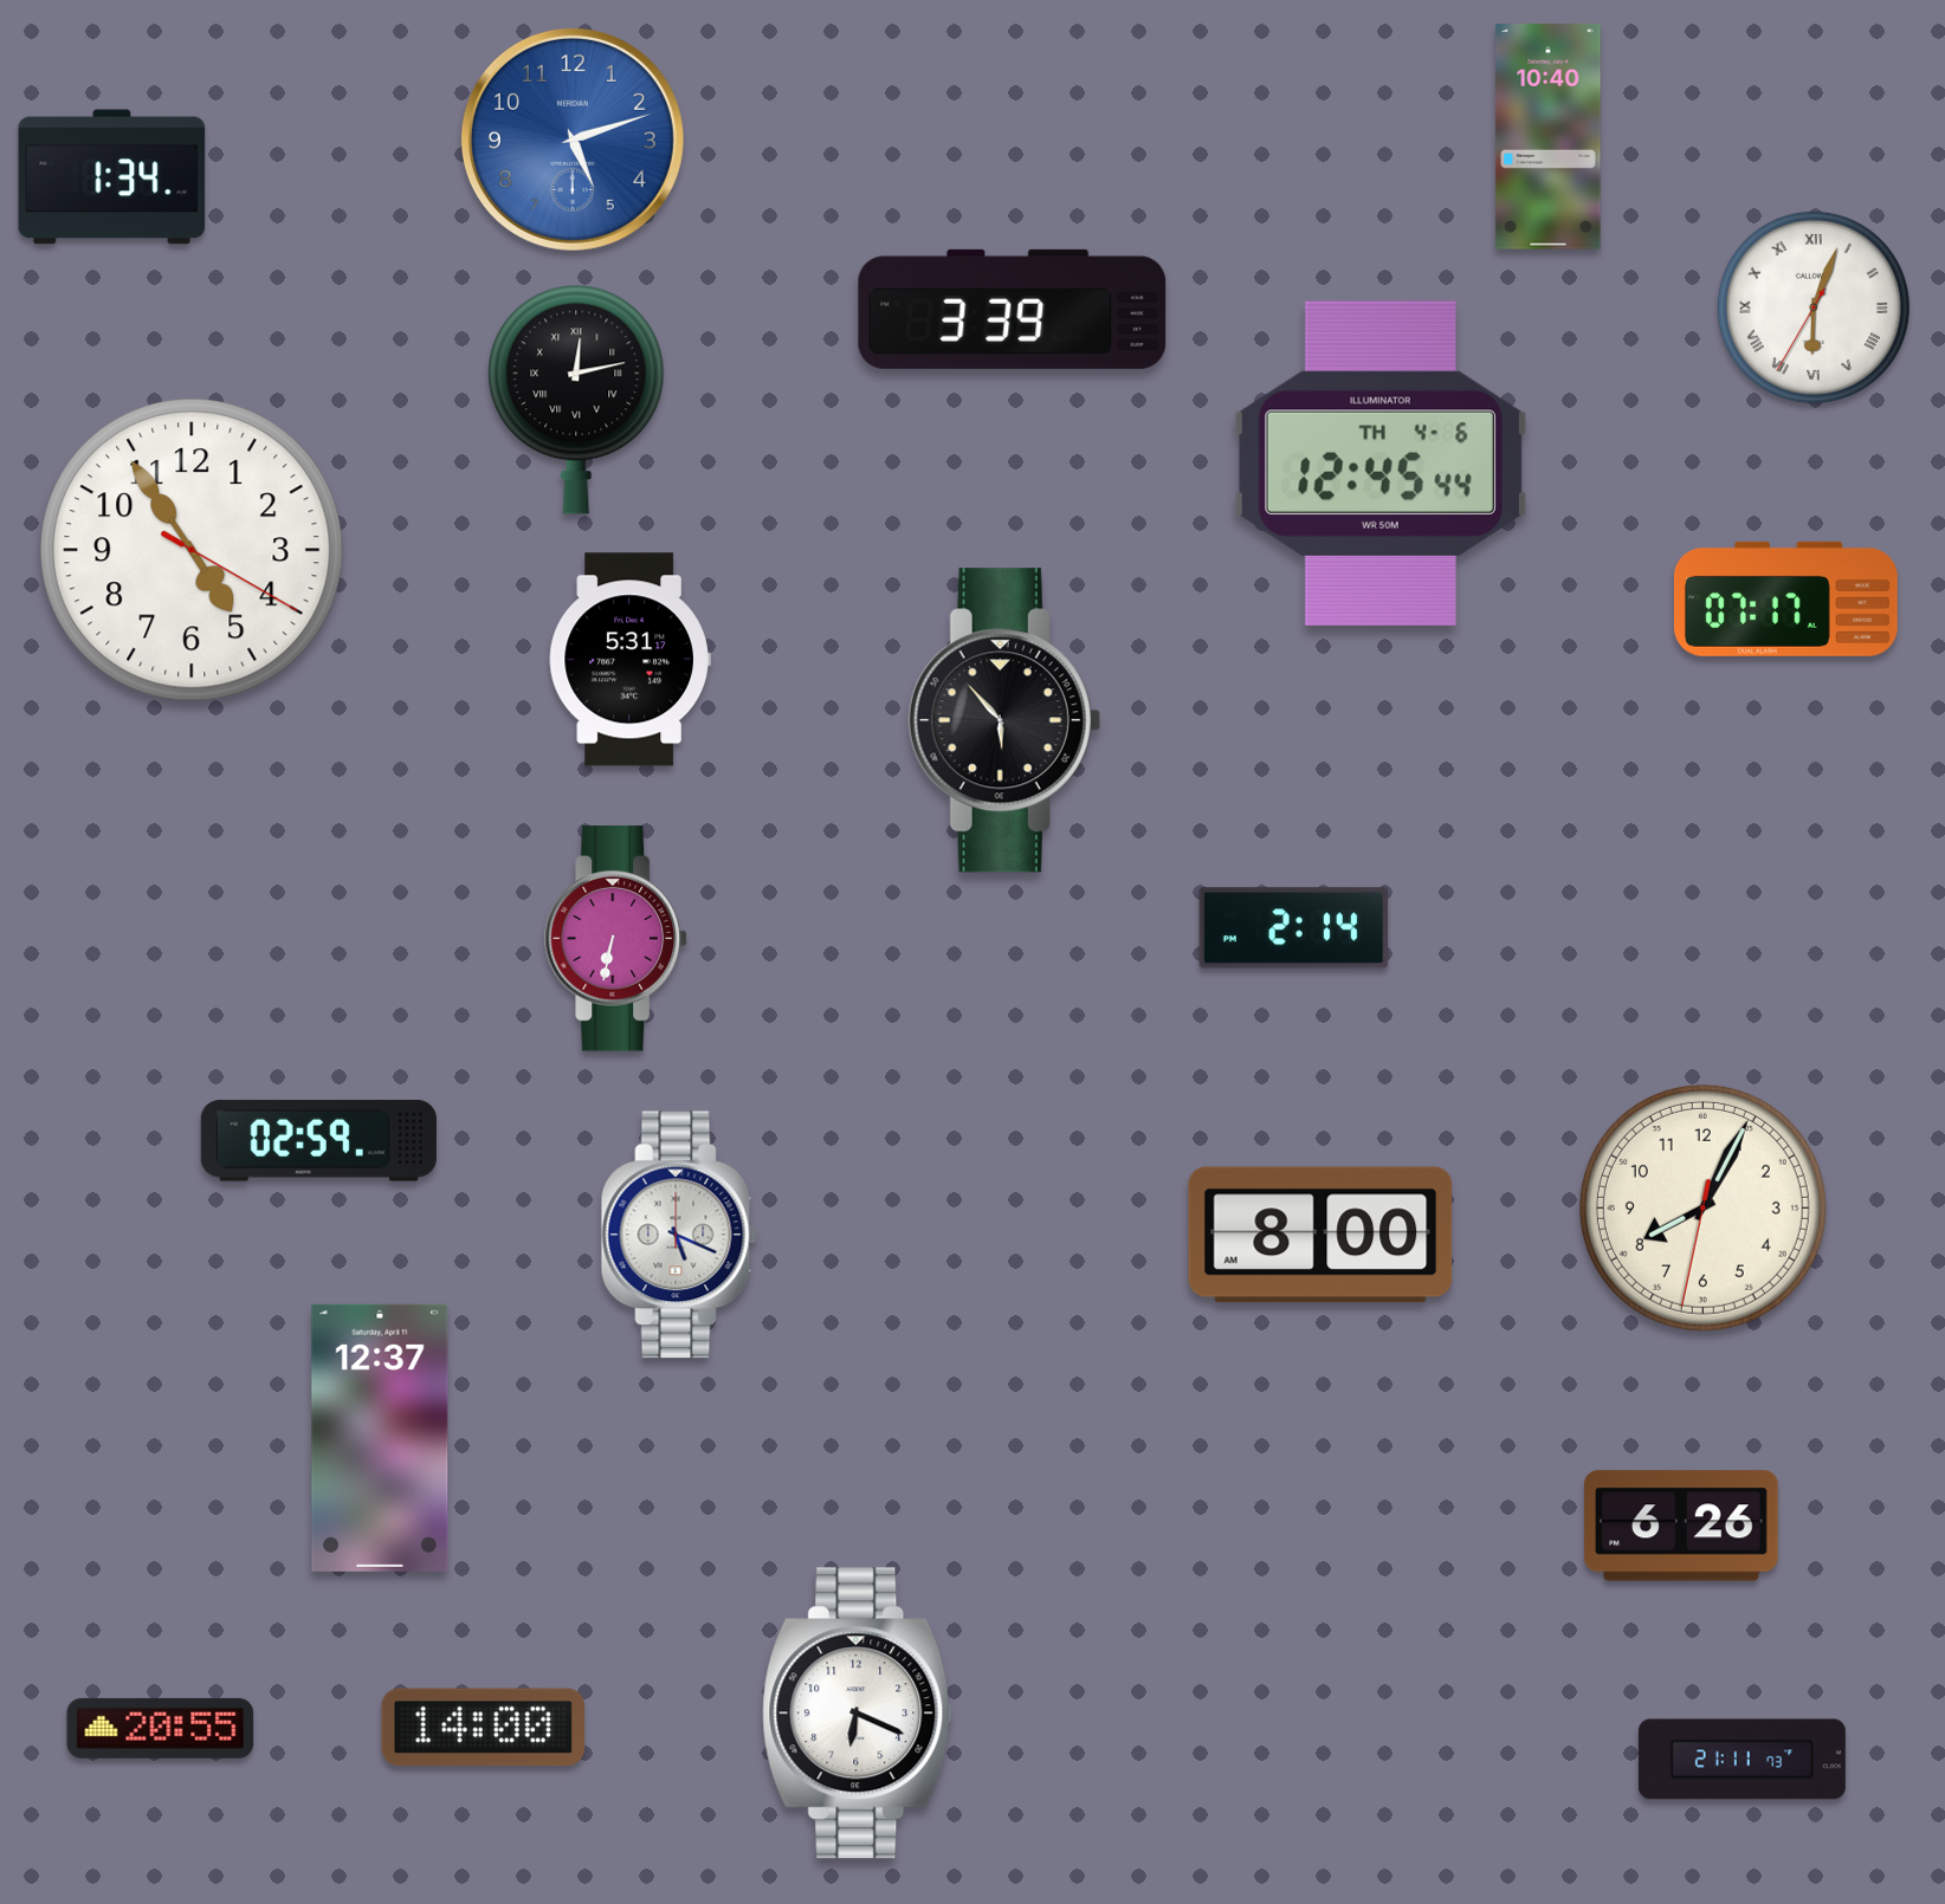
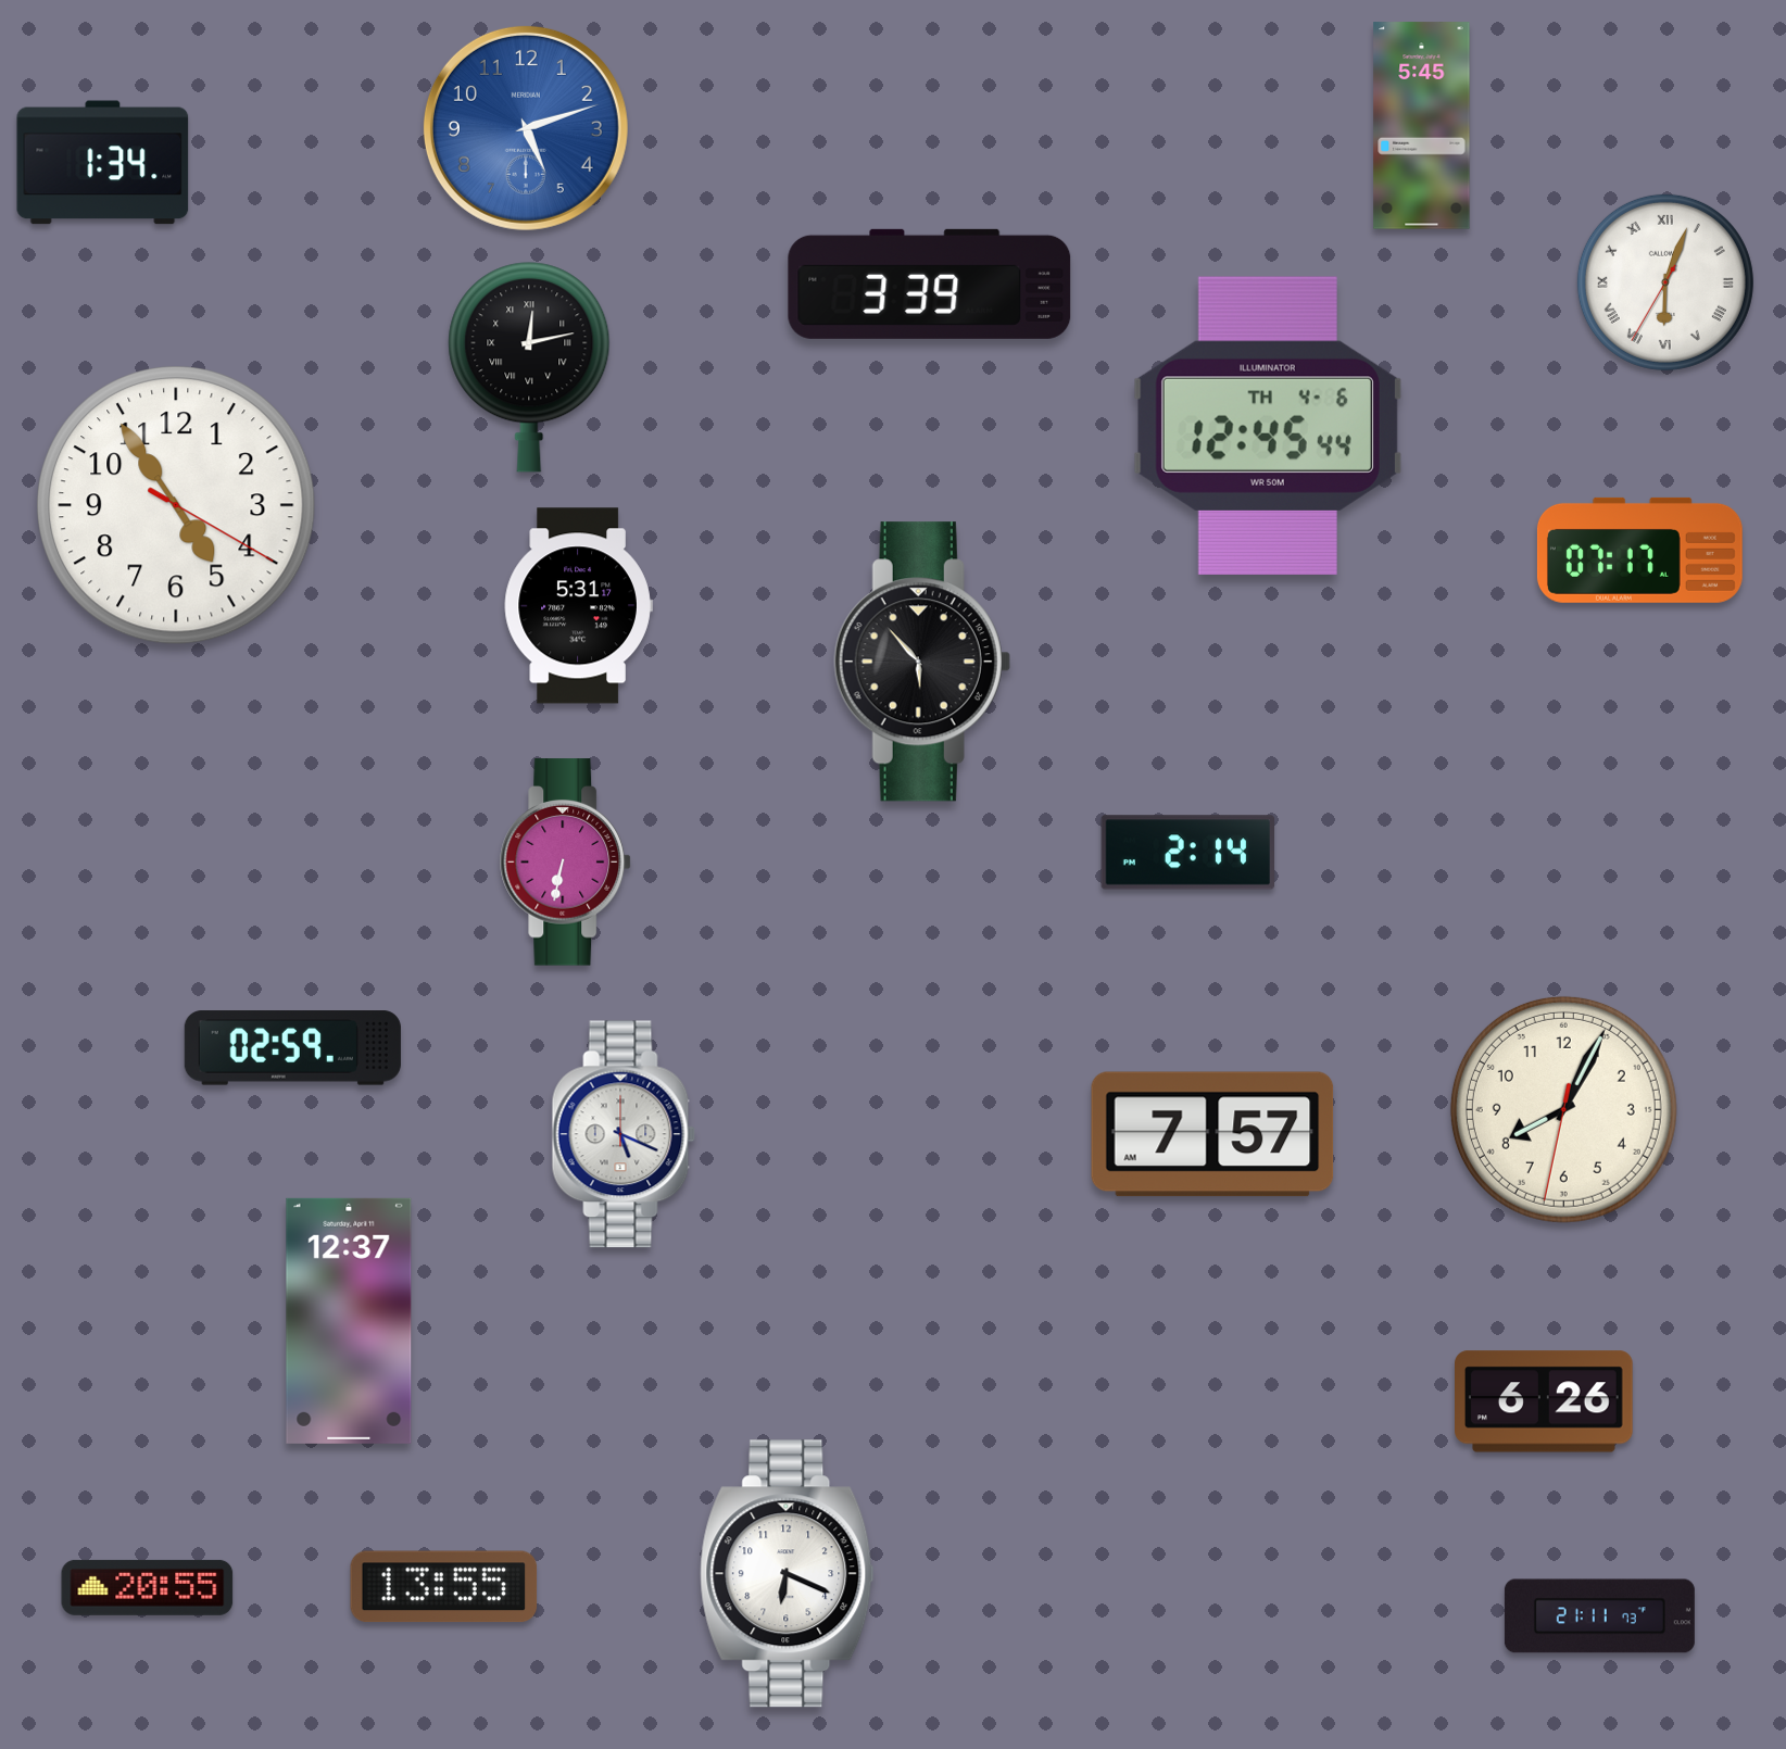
clock at (1549, 137): 10:40 -> 5:45
clock at (1320, 1235): 8:00 -> 7:57
clock at (484, 1728): 14:00 -> 13:55
